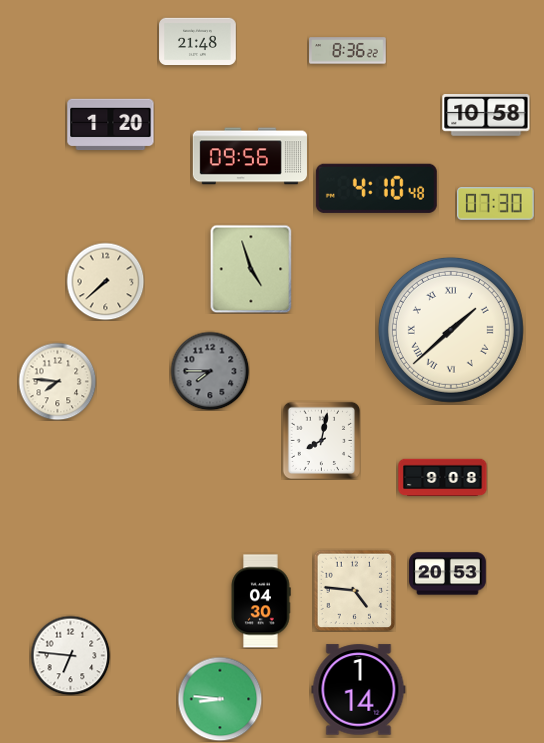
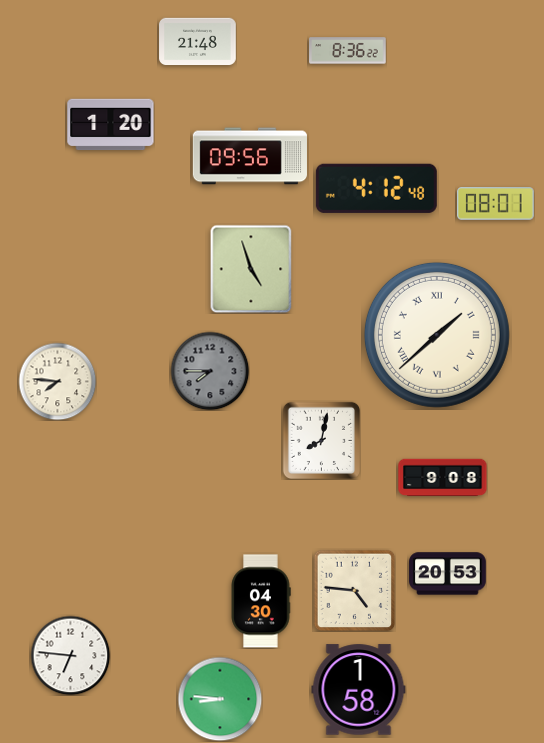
clock at (486, 116): 10:58 -> none
clock at (376, 188): 4:10 -> 4:12
clock at (496, 204): 07:30 -> 08:01
clock at (105, 281): 7:38 -> none
clock at (451, 330) position: (451, 330) -> (437, 335)
clock at (359, 690): 1:14 -> 1:58
